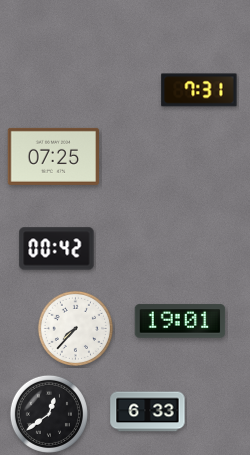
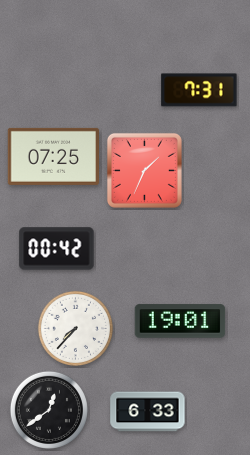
clock at (144, 170): none -> 1:34
clock at (49, 414) position: (49, 414) -> (49, 410)
